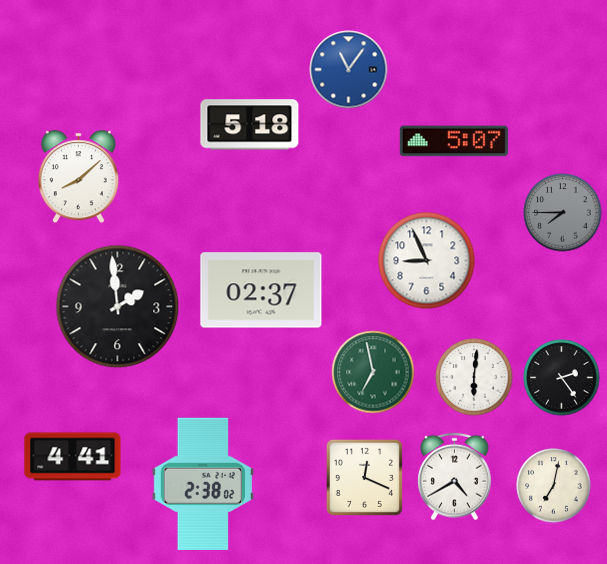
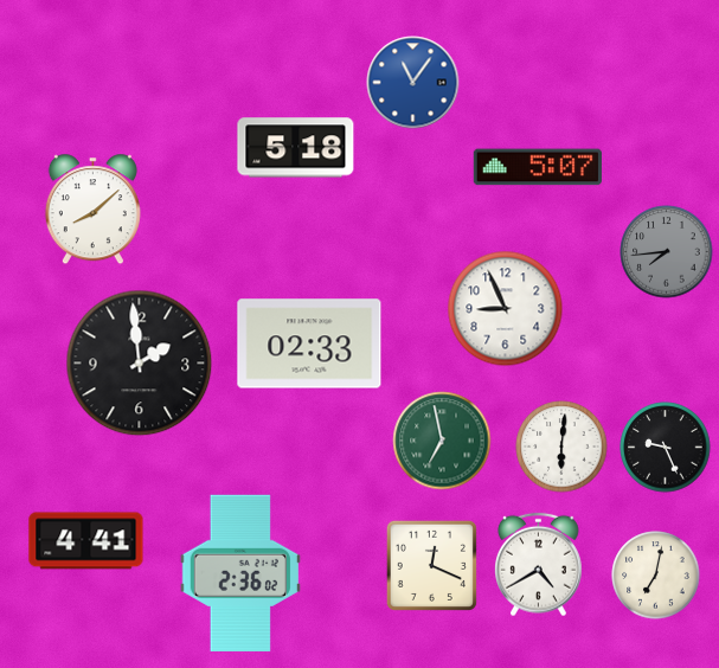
clock at (563, 213): 7:45 -> 7:44
clock at (261, 290): 02:37 -> 02:33
clock at (562, 378): 2:24 -> 9:26
clock at (203, 484): 2:38 -> 2:36
